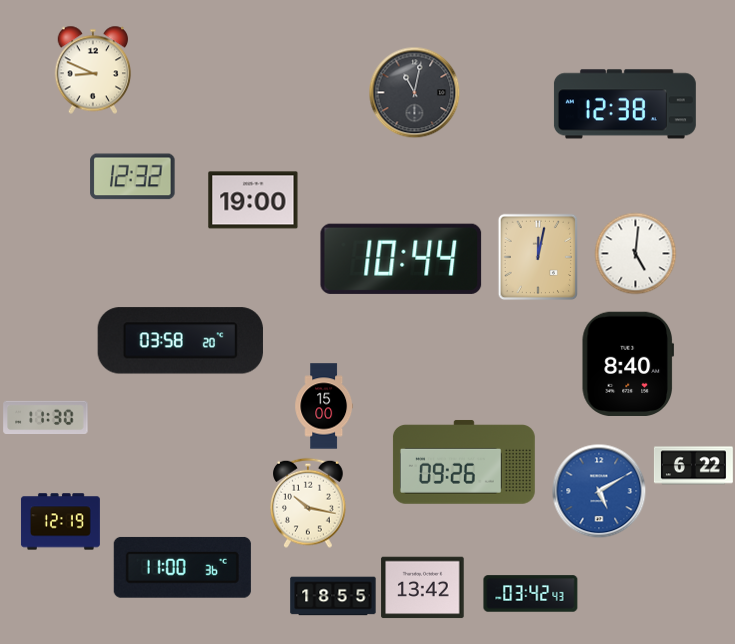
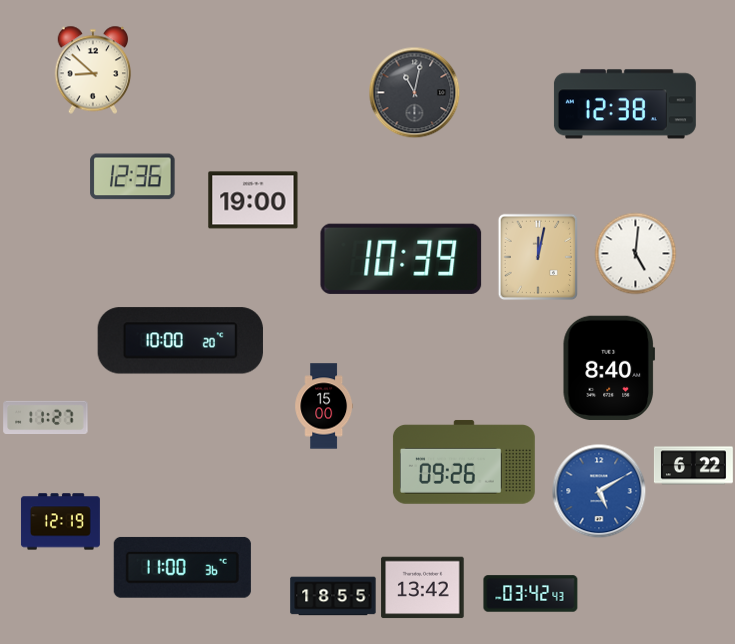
clock at (93, 70): 8:49 -> 8:52
clock at (133, 177): 12:32 -> 12:36
clock at (401, 259): 10:44 -> 10:39
clock at (180, 341): 03:58 -> 10:00
clock at (627, 363) position: (627, 363) -> (608, 367)
clock at (46, 417): 11:30 -> 11:27
clock at (309, 503): 10:17 -> none
